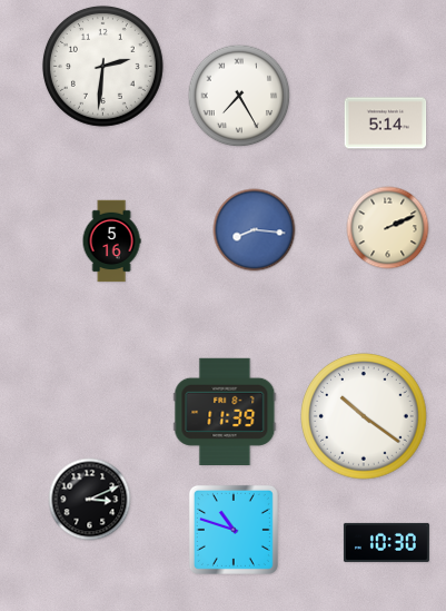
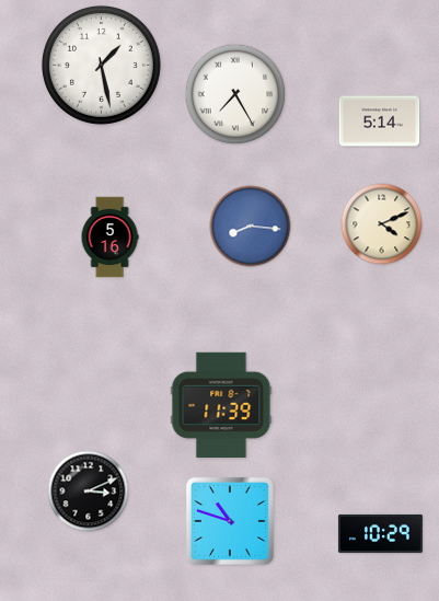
clock at (102, 66): 2:31 -> 1:28
clock at (388, 228): 2:11 -> 4:11
clock at (364, 416): 10:21 -> none
clock at (386, 542): 10:30 -> 10:29
